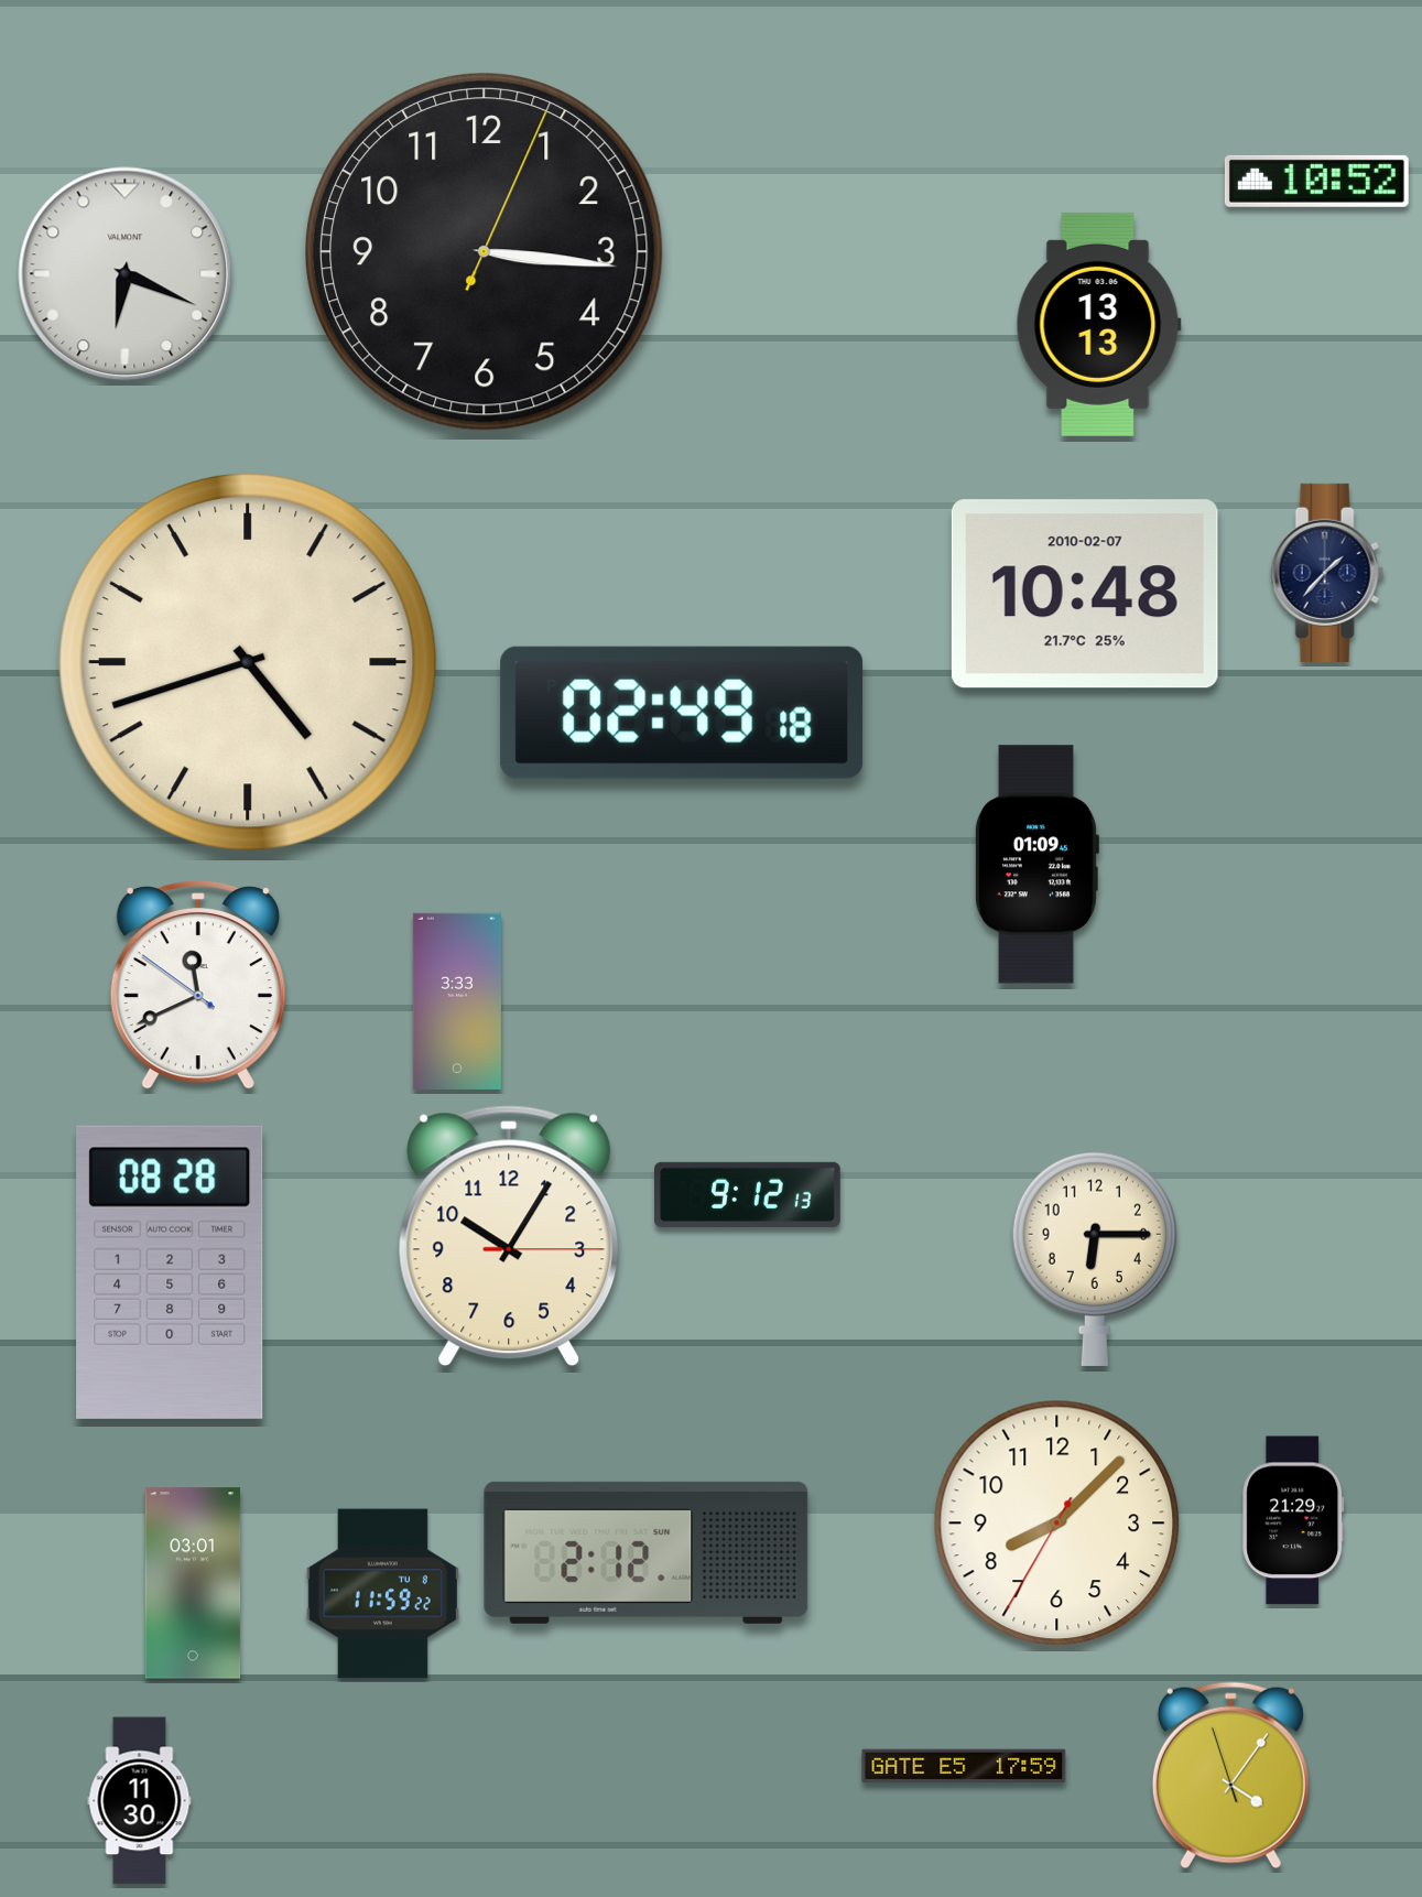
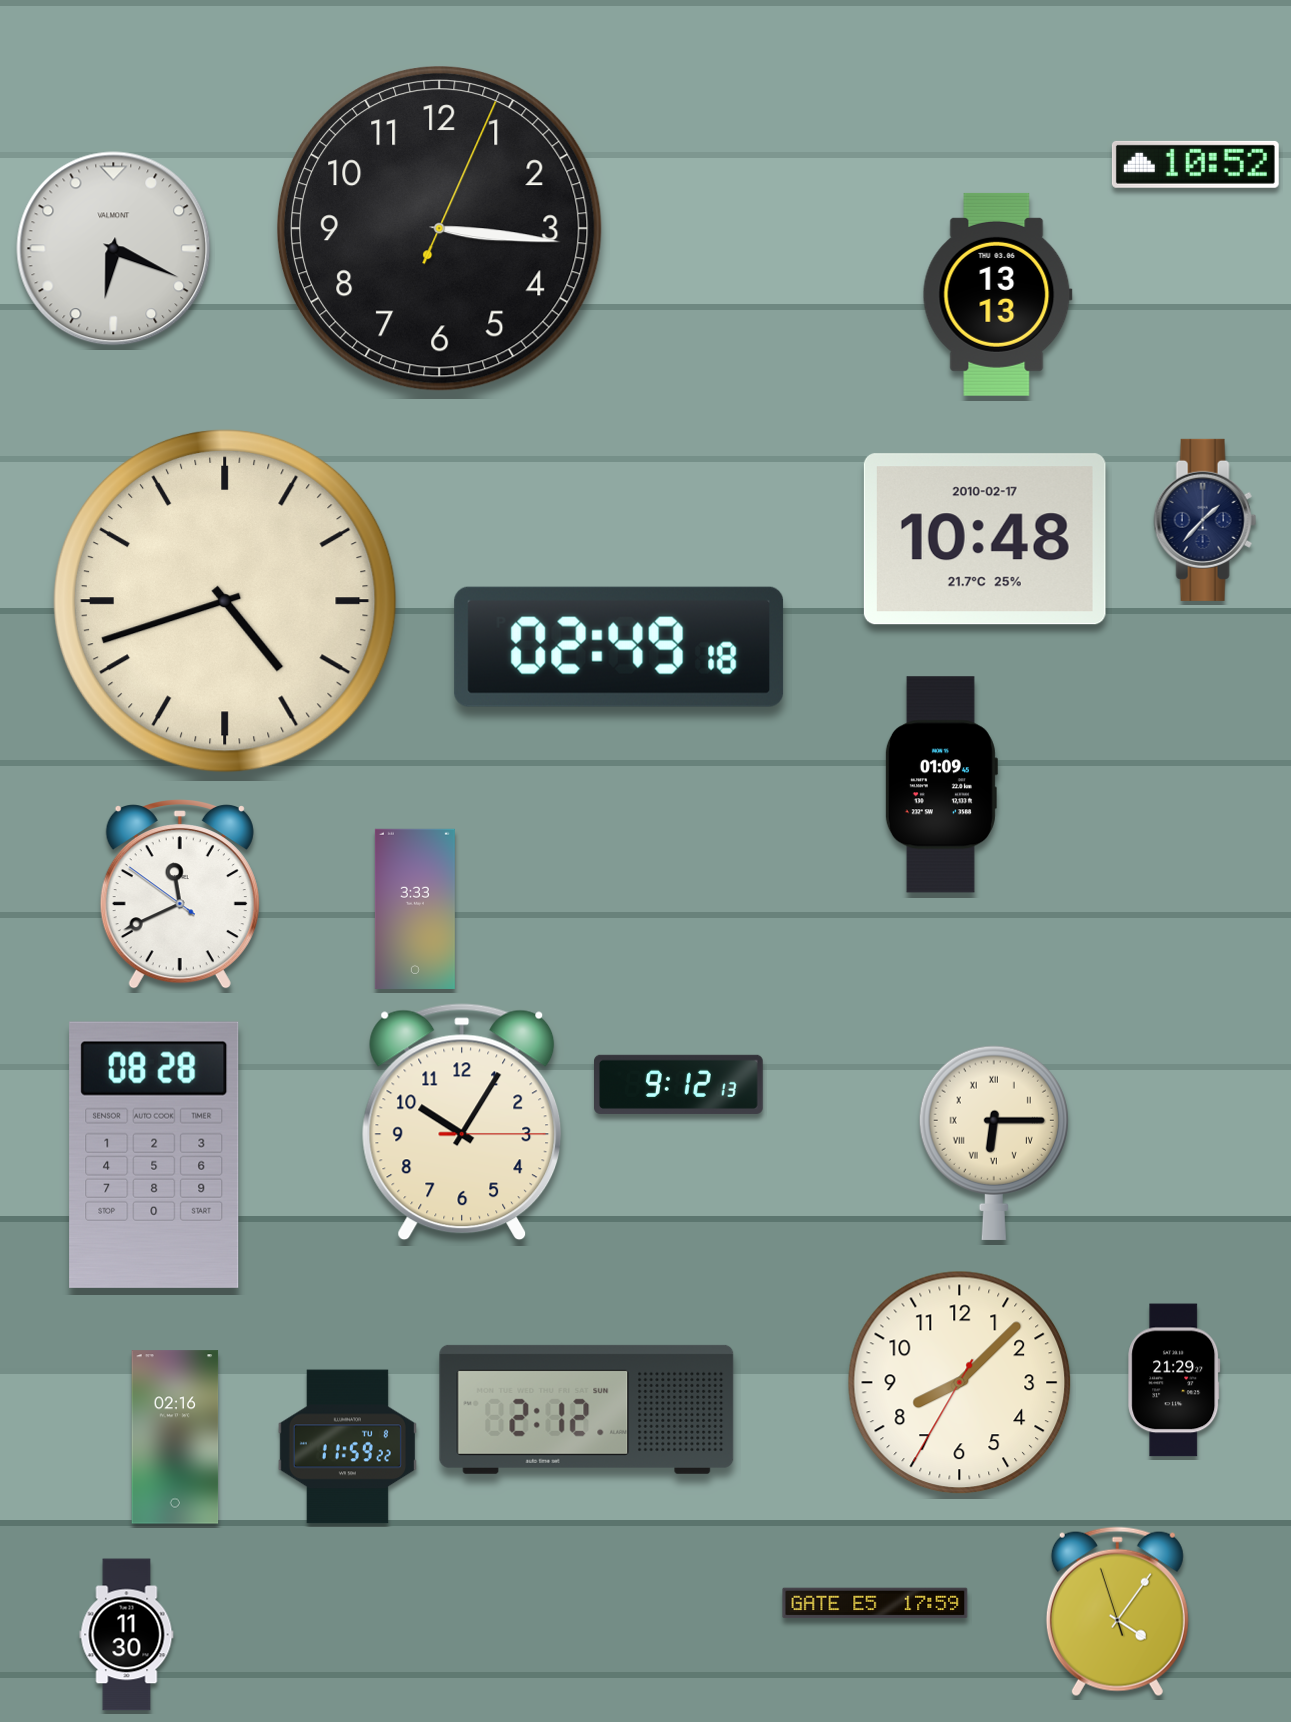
clock at (1085, 594) date: 2010-02-07 -> 2010-02-17
clock at (1095, 1259) numerals: Arabic -> Roman
clock at (193, 1583): 03:01 -> 02:16
